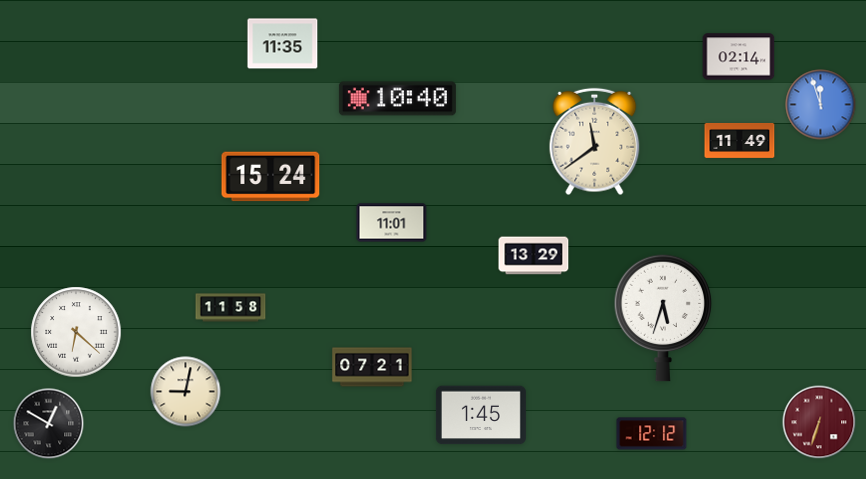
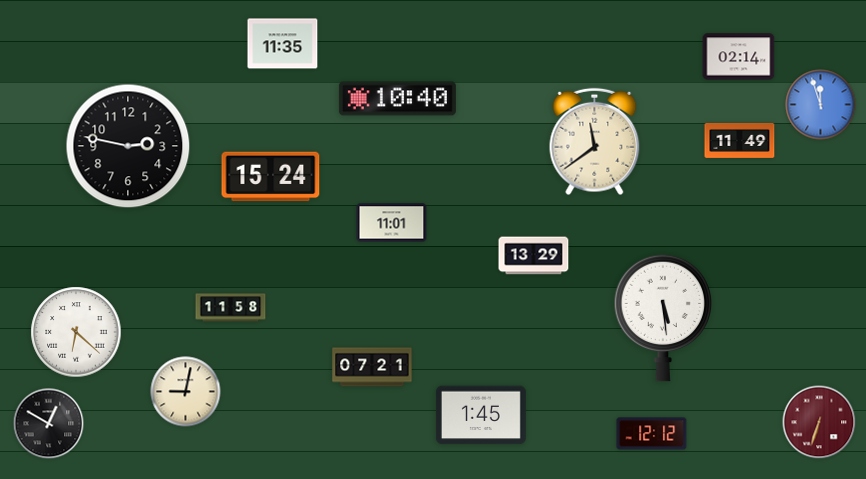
clock at (128, 146): none -> 2:47
clock at (663, 318): 5:33 -> 5:29
